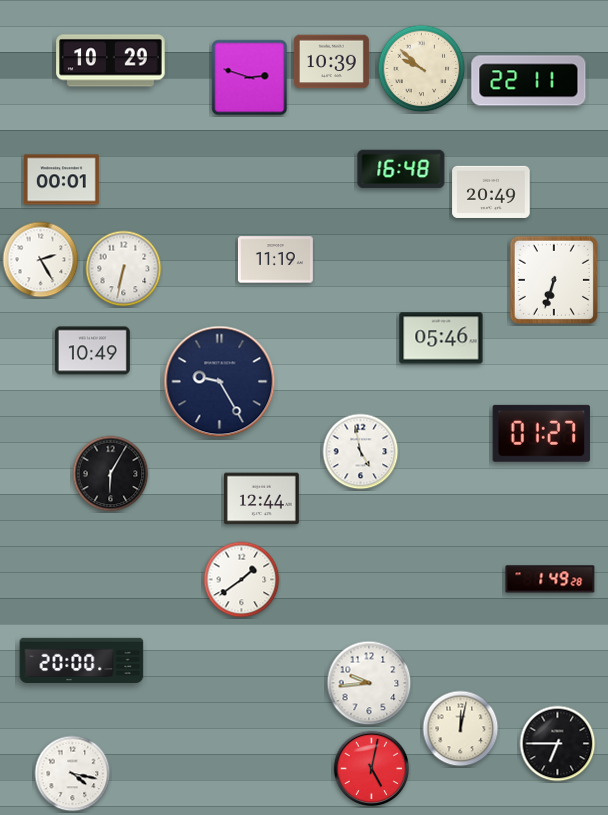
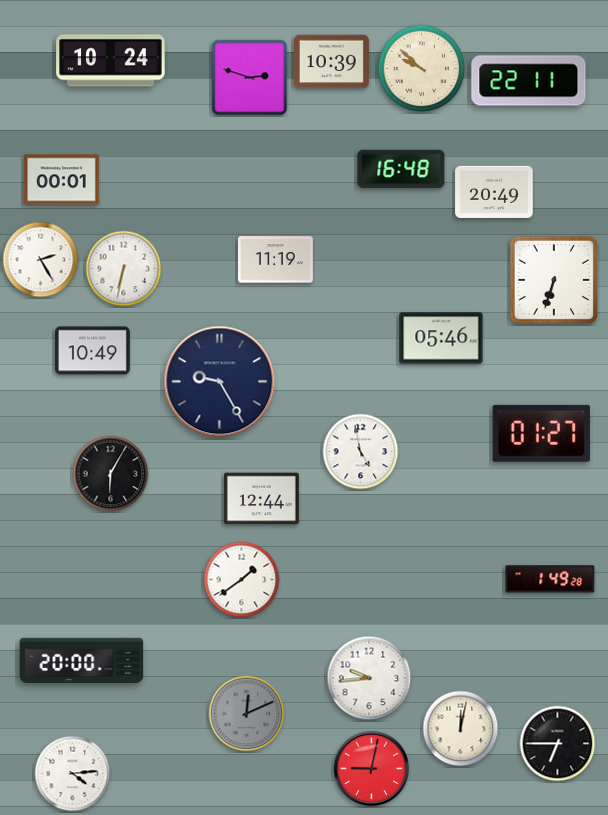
clock at (111, 61): 10:29 -> 10:24
clock at (491, 192) position: (491, 192) -> (494, 192)
clock at (369, 683) position: (369, 683) -> (369, 678)
clock at (247, 714): none -> 12:11
clock at (372, 769): 5:02 -> 9:02
clock at (73, 774): 4:17 -> 4:14
